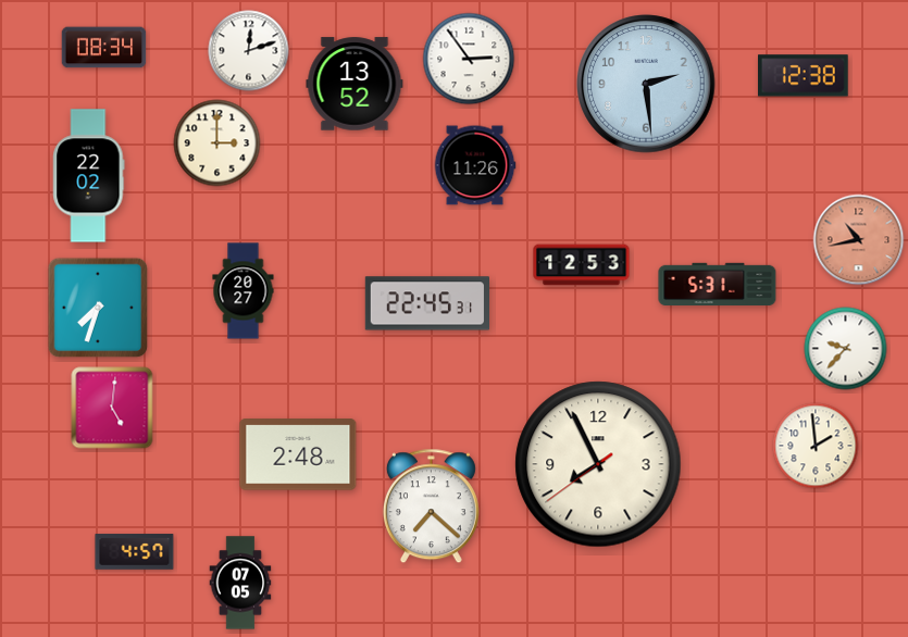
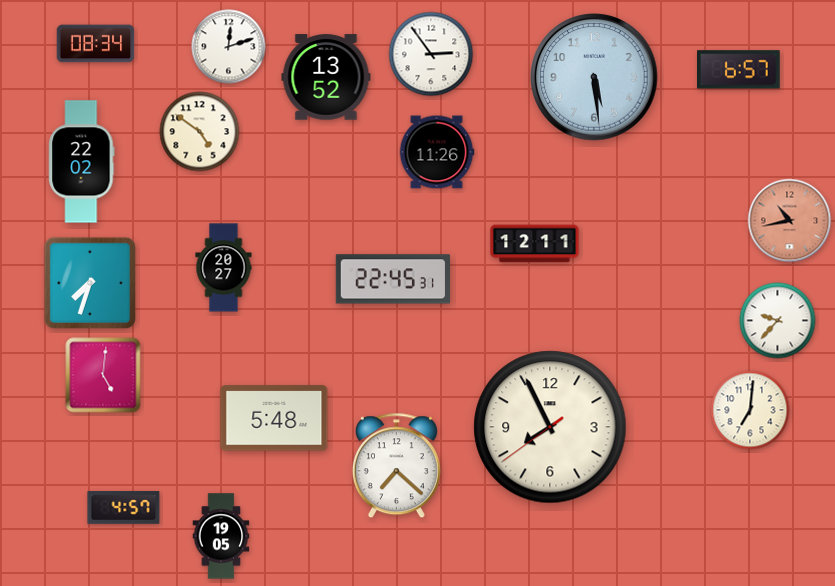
clock at (804, 76): 12:38 -> 6:57
clock at (646, 84): 2:29 -> 5:29
clock at (217, 143): 3:00 -> 4:51
clock at (582, 265): 12:53 -> 12:11
clock at (718, 285): 5:31 -> none
clock at (816, 446): 1:59 -> 7:01
clock at (298, 454): 2:48 -> 5:48
clock at (240, 583): 07:05 -> 19:05
